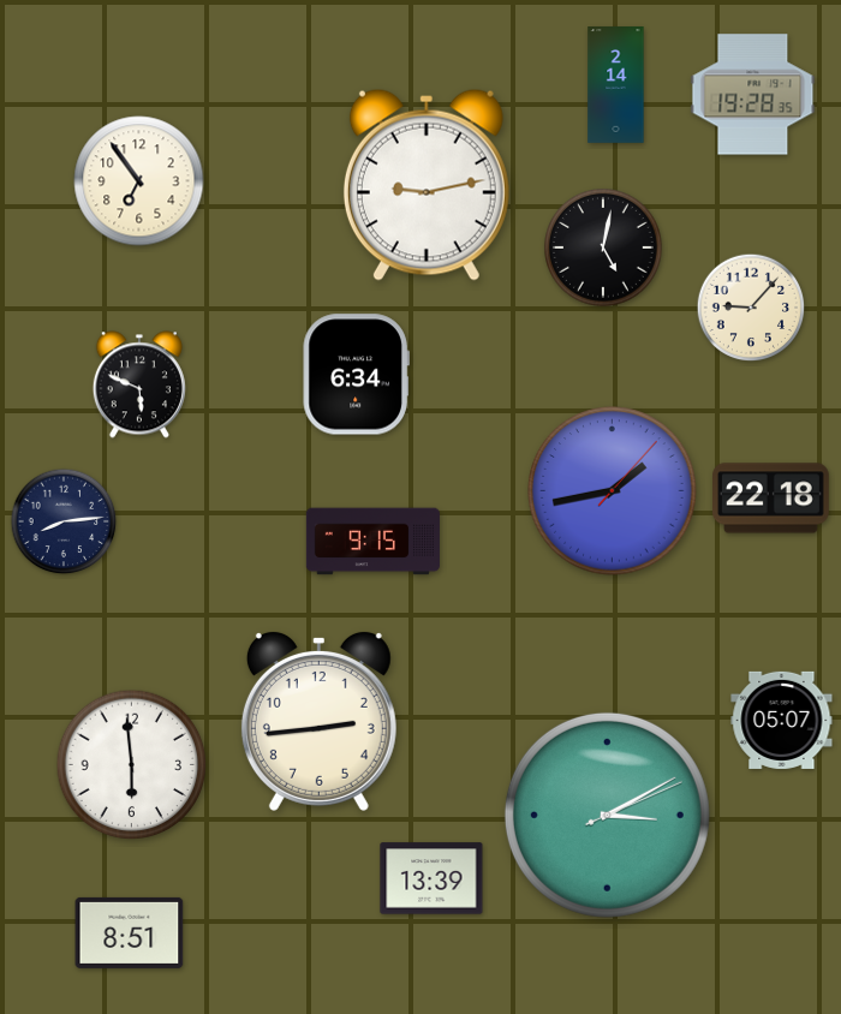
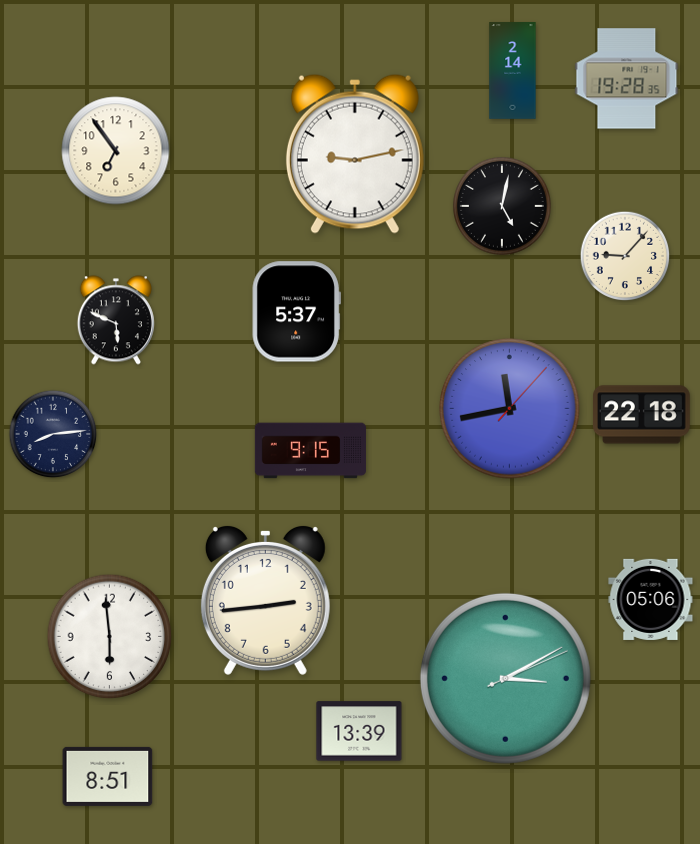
clock at (356, 375): 6:34 -> 5:37
clock at (613, 491): 1:43 -> 11:43
clock at (782, 720): 05:07 -> 05:06
